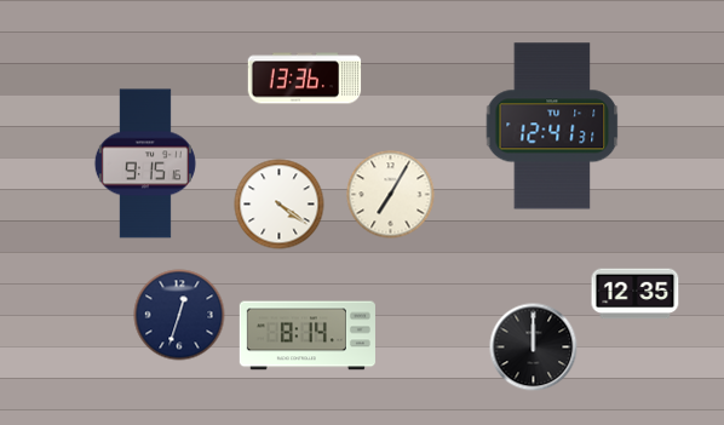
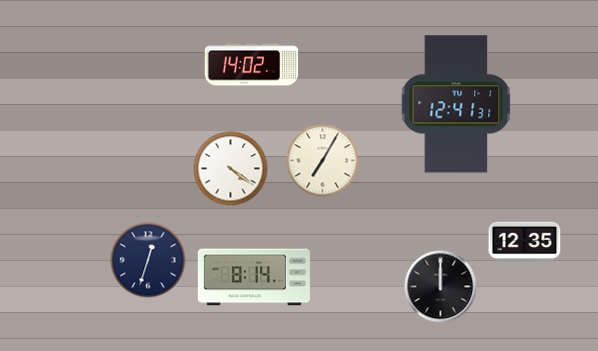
clock at (305, 79): 13:36 -> 14:02
clock at (145, 163): 9:15 -> none
